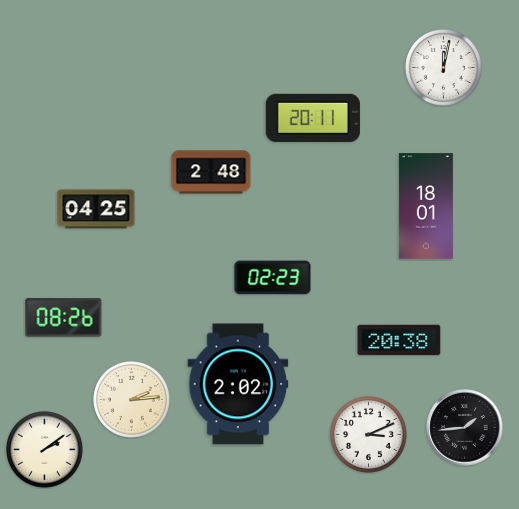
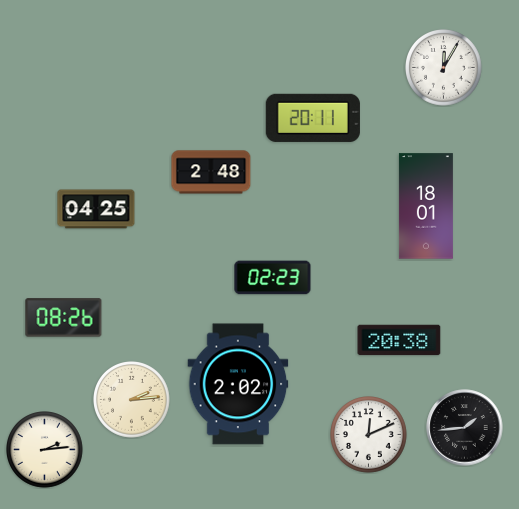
clock at (444, 68): 12:02 -> 12:05
clock at (369, 435): 3:11 -> 12:11
clock at (45, 450): 2:09 -> 2:14
